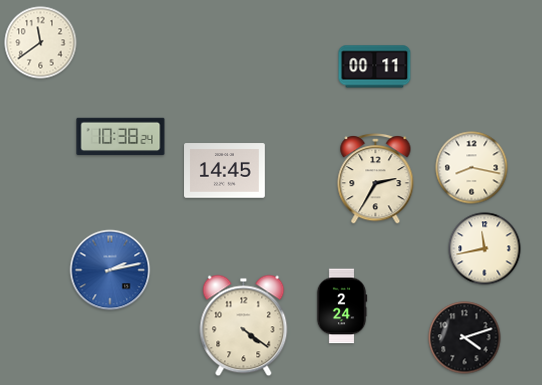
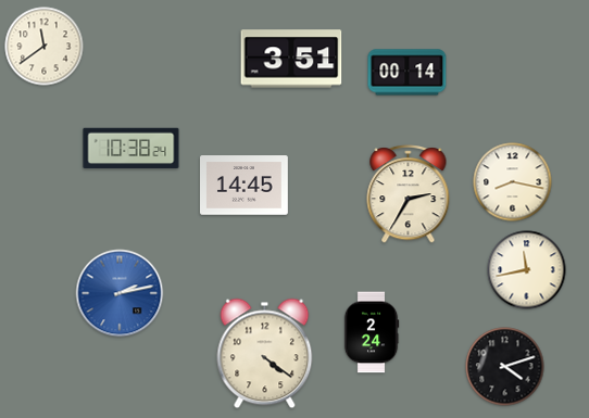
clock at (291, 59): none -> 3:51
clock at (375, 67): 00:11 -> 00:14
